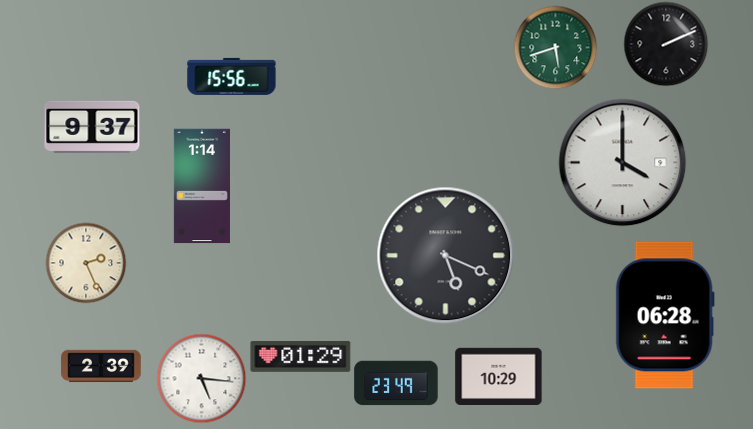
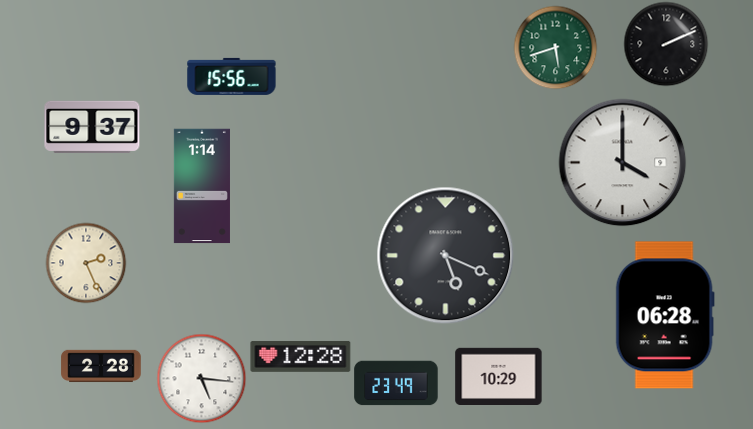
clock at (301, 357): 01:29 -> 12:28
clock at (101, 366): 2:39 -> 2:28
